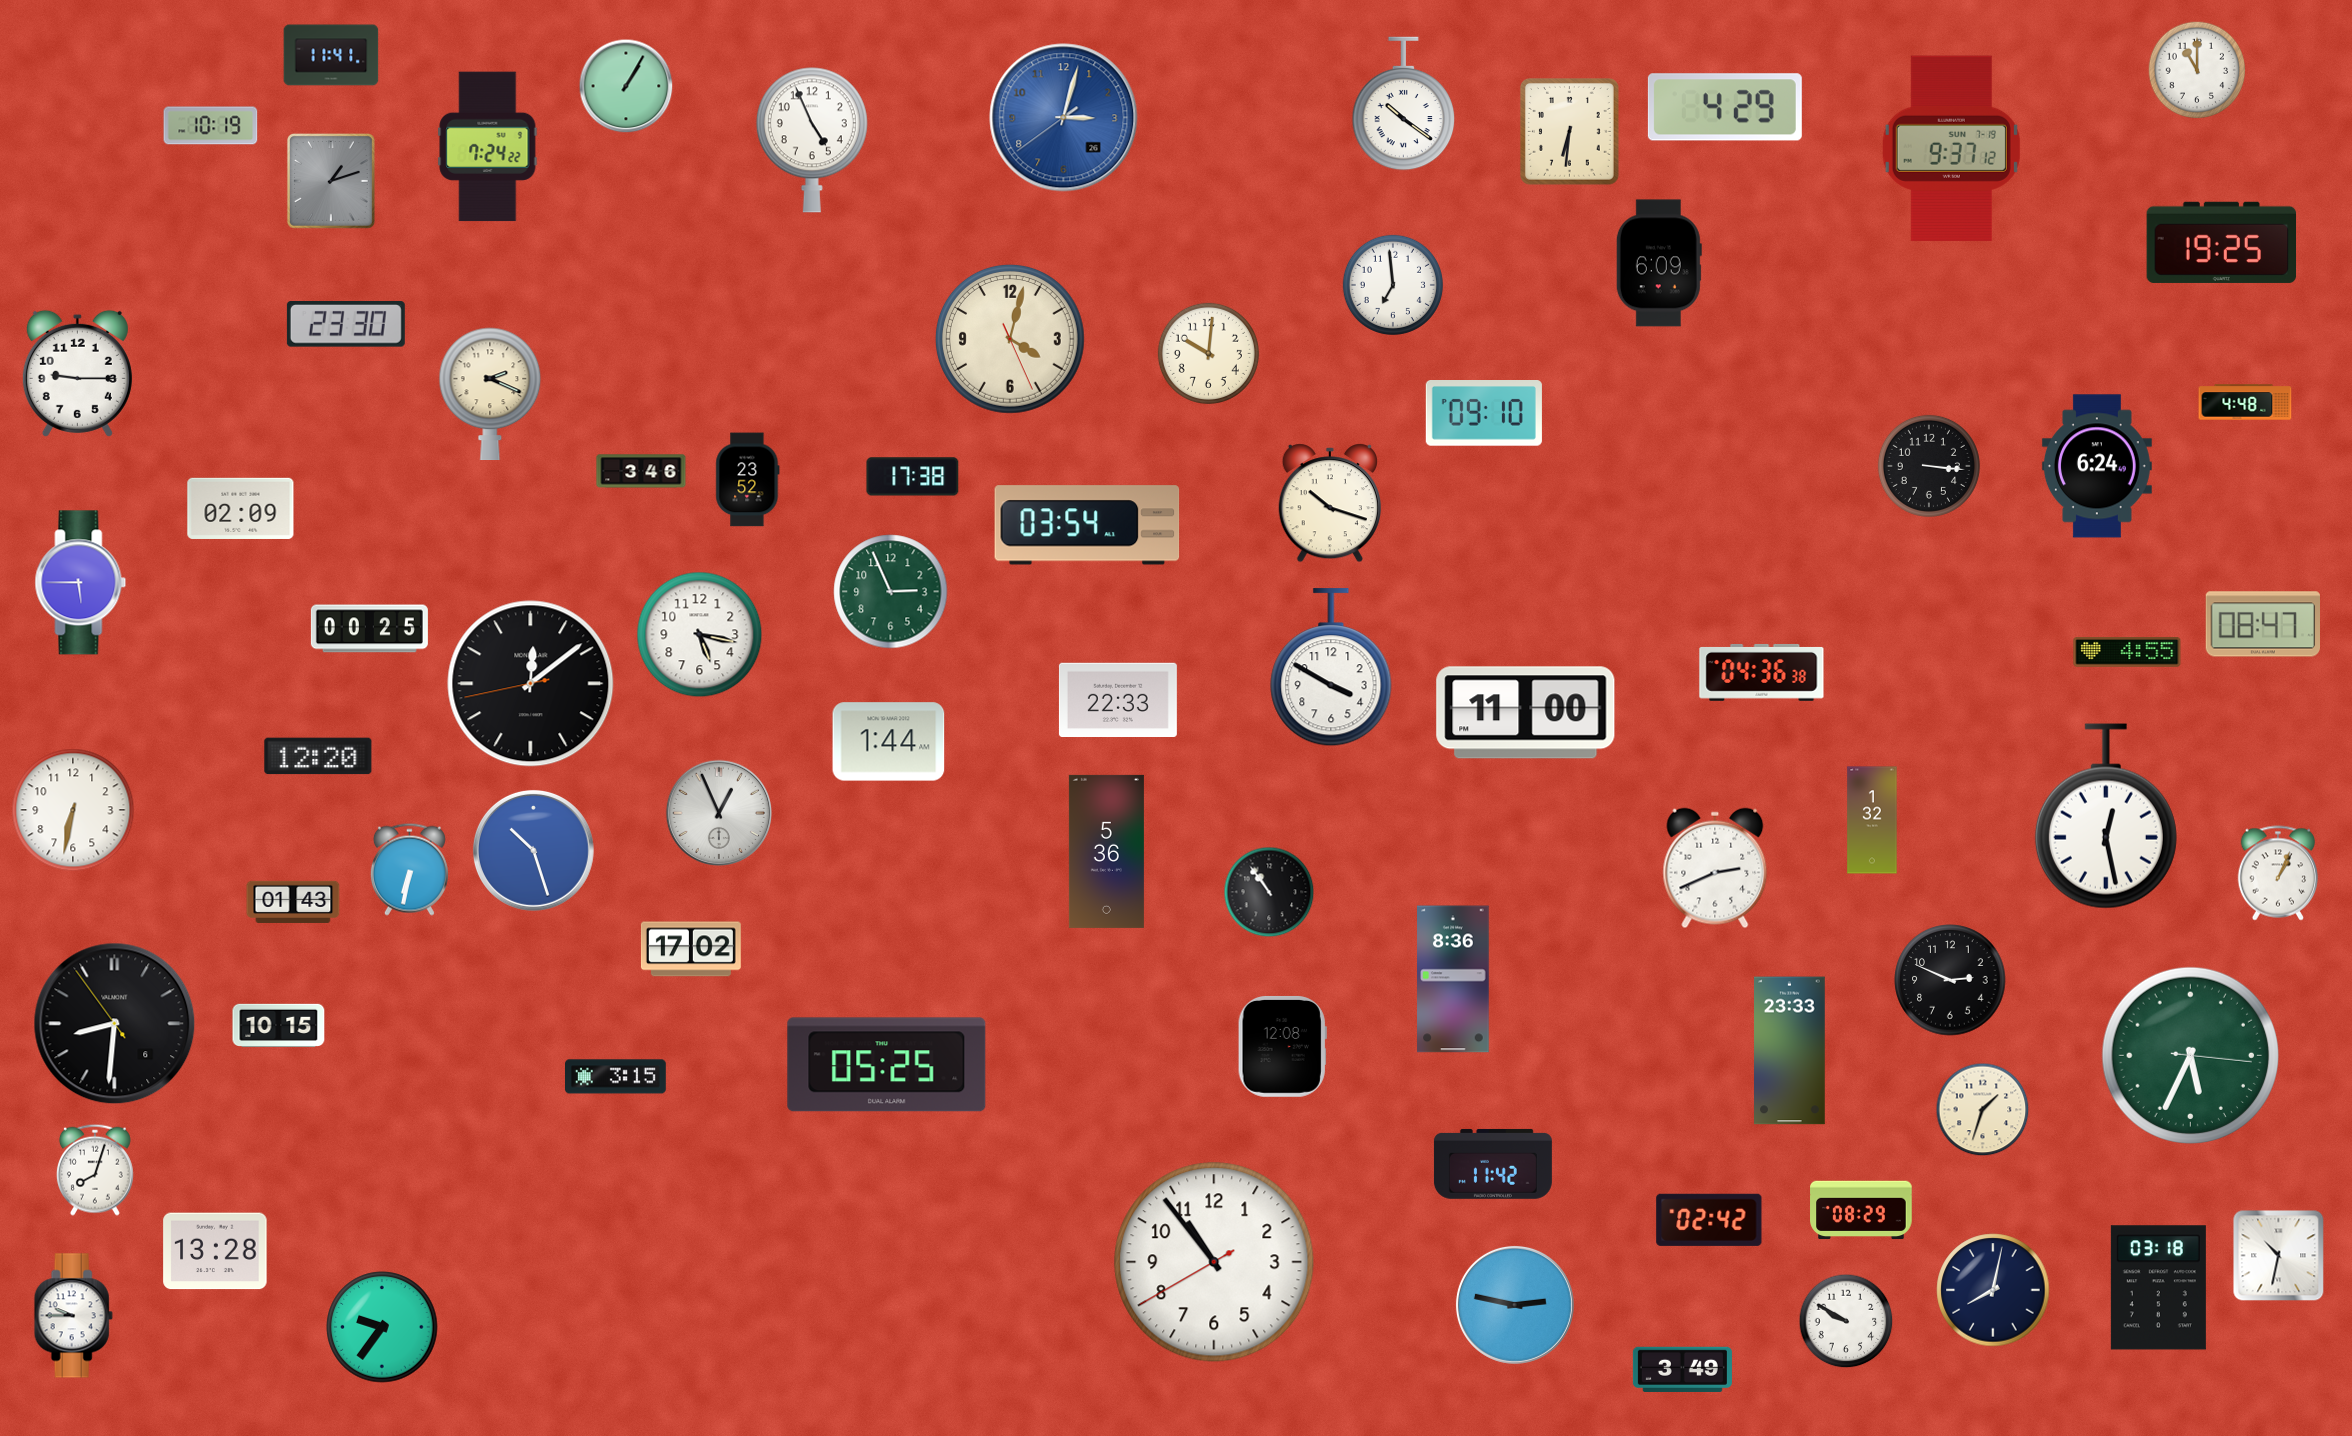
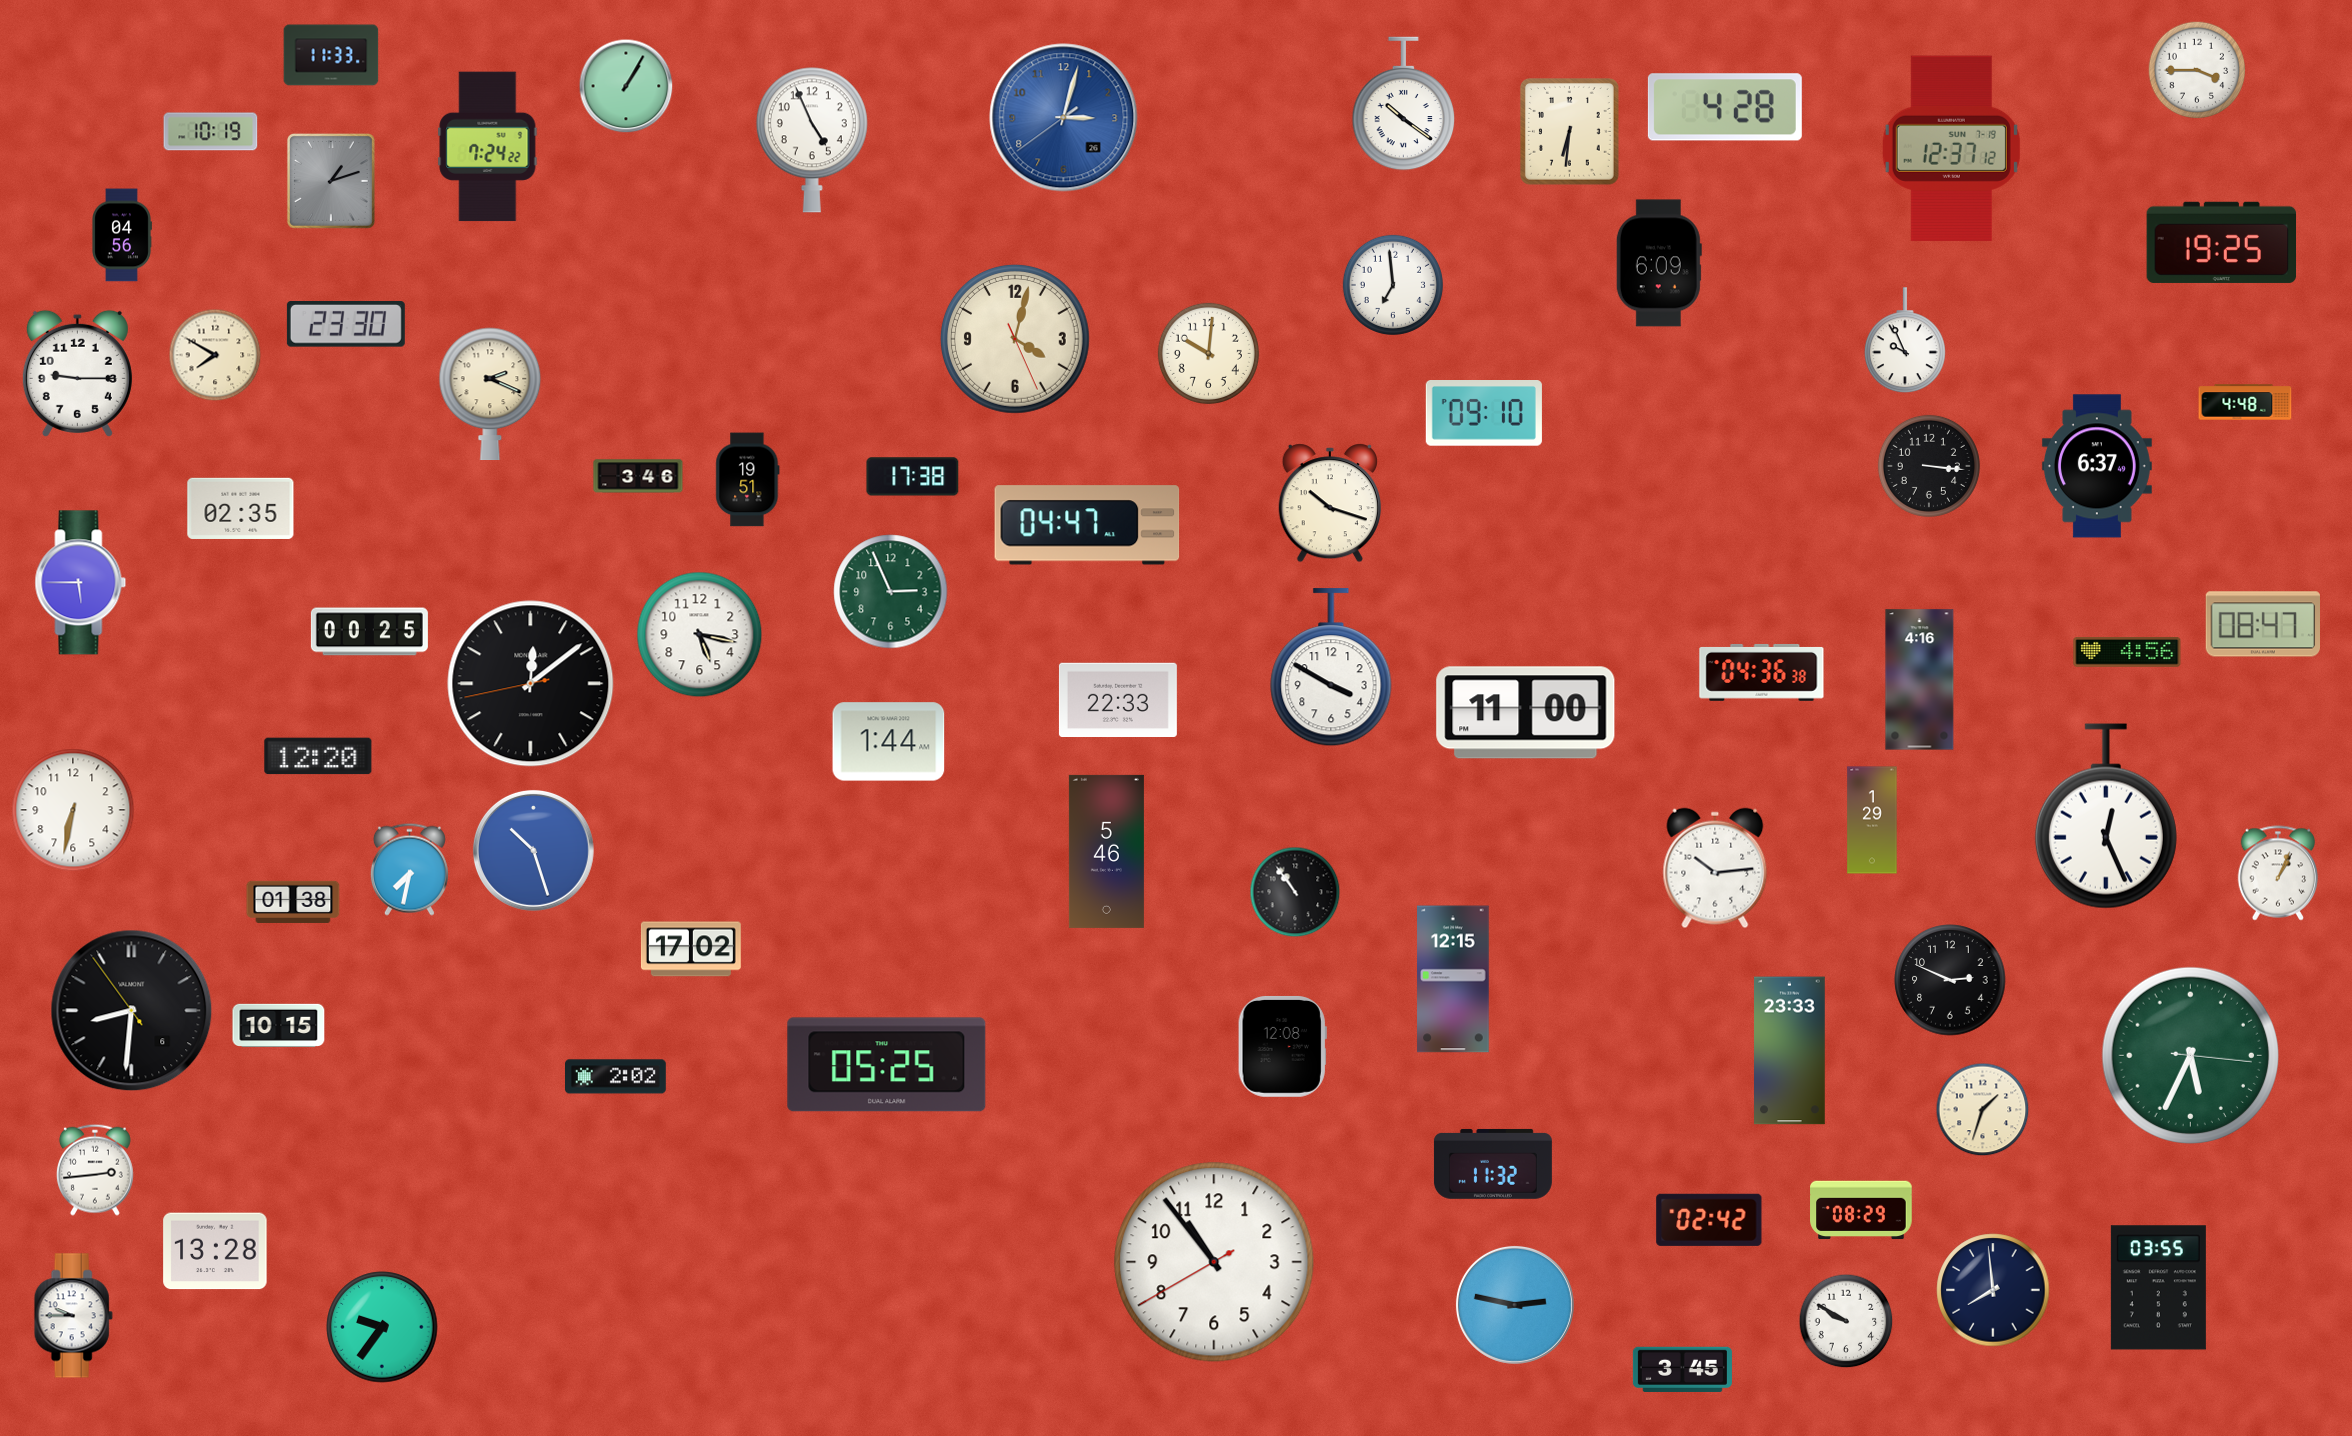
clock at (331, 55): 11:41 -> 11:33
clock at (2197, 70): 11:00 -> 3:45
clock at (1725, 107): 4:29 -> 4:28
clock at (211, 126) position: (211, 126) -> (211, 132)
clock at (1951, 148): 9:37 -> 12:37
clock at (122, 235): none -> 04:56
clock at (1010, 339) position: (1010, 339) -> (1015, 339)
clock at (1905, 341): none -> 9:56
clock at (215, 355): none -> 7:50
clock at (2097, 466): 6:24 -> 6:37
clock at (641, 471) position: (641, 471) -> (638, 476)
clock at (748, 480): 23:52 -> 19:51
clock at (241, 508): 02:09 -> 02:35
clock at (1087, 525): 03:54 -> 04:47
clock at (369, 629) position: (369, 629) -> (369, 632)
clock at (2127, 653): 4:55 -> 4:56
clock at (1920, 680): none -> 4:16
clock at (718, 812): 12:56 -> none
clock at (2106, 816): 12:28 -> 12:26
clock at (1872, 820): 1:32 -> 1:29
clock at (1106, 851): 5:36 -> 5:46
clock at (1715, 868): 2:41 -> 10:14
clock at (409, 869): 6:32 -> 7:32
clock at (1269, 892) position: (1269, 892) -> (1295, 892)
clock at (293, 902): 01:43 -> 01:38
clock at (1453, 979): 8:36 -> 12:15
clock at (115, 1024) position: (115, 1024) -> (132, 1011)
clock at (616, 1077): 3:15 -> 2:02
clock at (1493, 1164): 11:42 -> 11:32
clock at (95, 1170): 8:03 -> 2:44
clock at (2279, 1256): 10:32 -> none
clock at (2158, 1288): 03:18 -> 03:55
clock at (1993, 1290): 8:02 -> 7:59
clock at (1682, 1369): 3:49 -> 3:45
